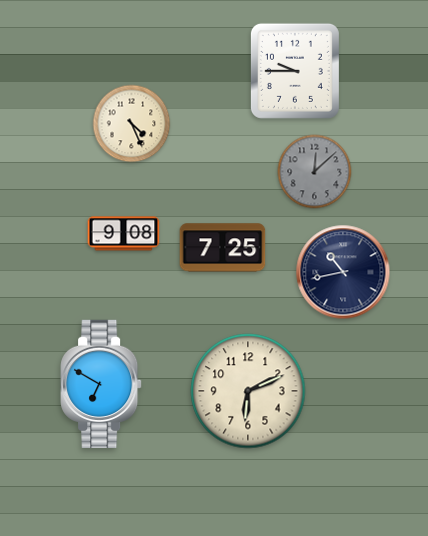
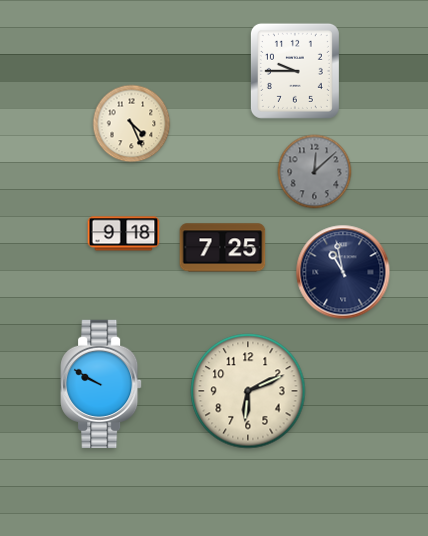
clock at (124, 234): 9:08 -> 9:18
clock at (343, 272): 10:43 -> 10:58
clock at (101, 384): 6:50 -> 9:50
